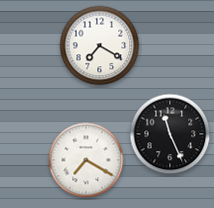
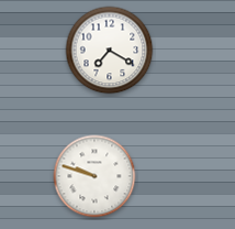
clock at (170, 134): 11:26 -> none
clock at (86, 160): 7:20 -> 9:48
